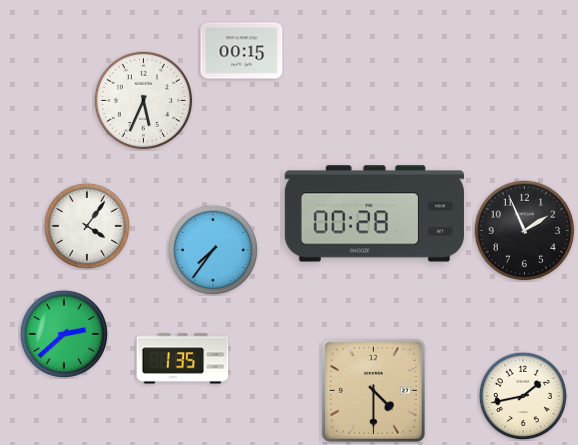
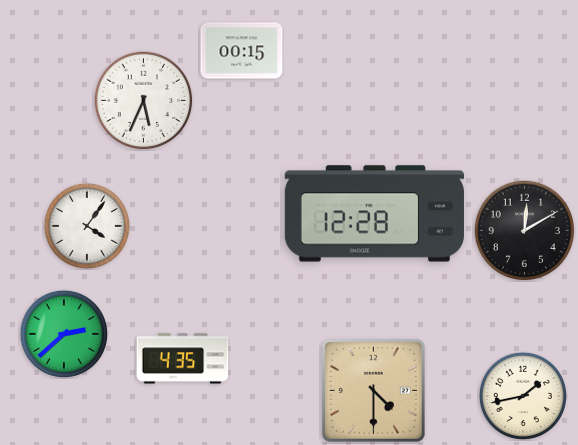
clock at (374, 214): 00:28 -> 12:28
clock at (525, 231): 1:56 -> 12:10
clock at (213, 250): 7:36 -> none
clock at (183, 359): 1:35 -> 4:35
